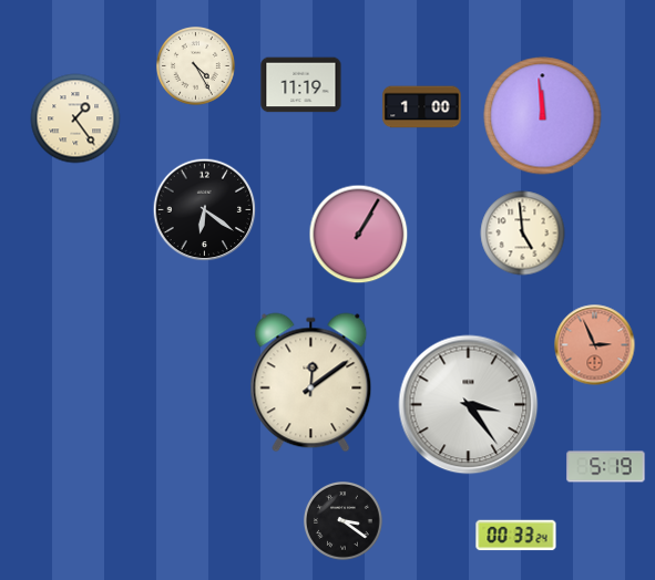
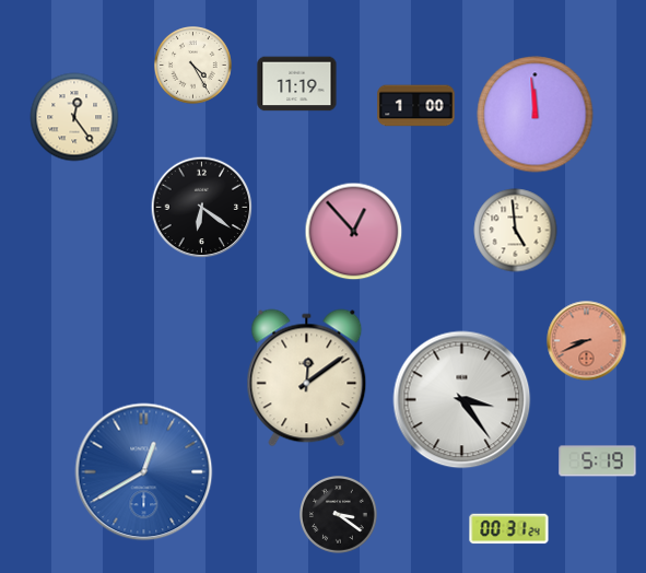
clock at (75, 118): 1:24 -> 12:24
clock at (359, 235): 1:05 -> 12:53
clock at (595, 345): 2:56 -> 8:41
clock at (144, 472): none -> 12:40
clock at (516, 536): 00:33 -> 00:31
